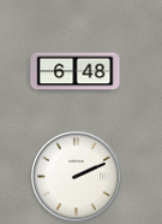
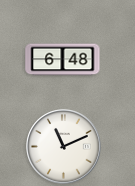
clock at (77, 177): 2:11 -> 11:11
